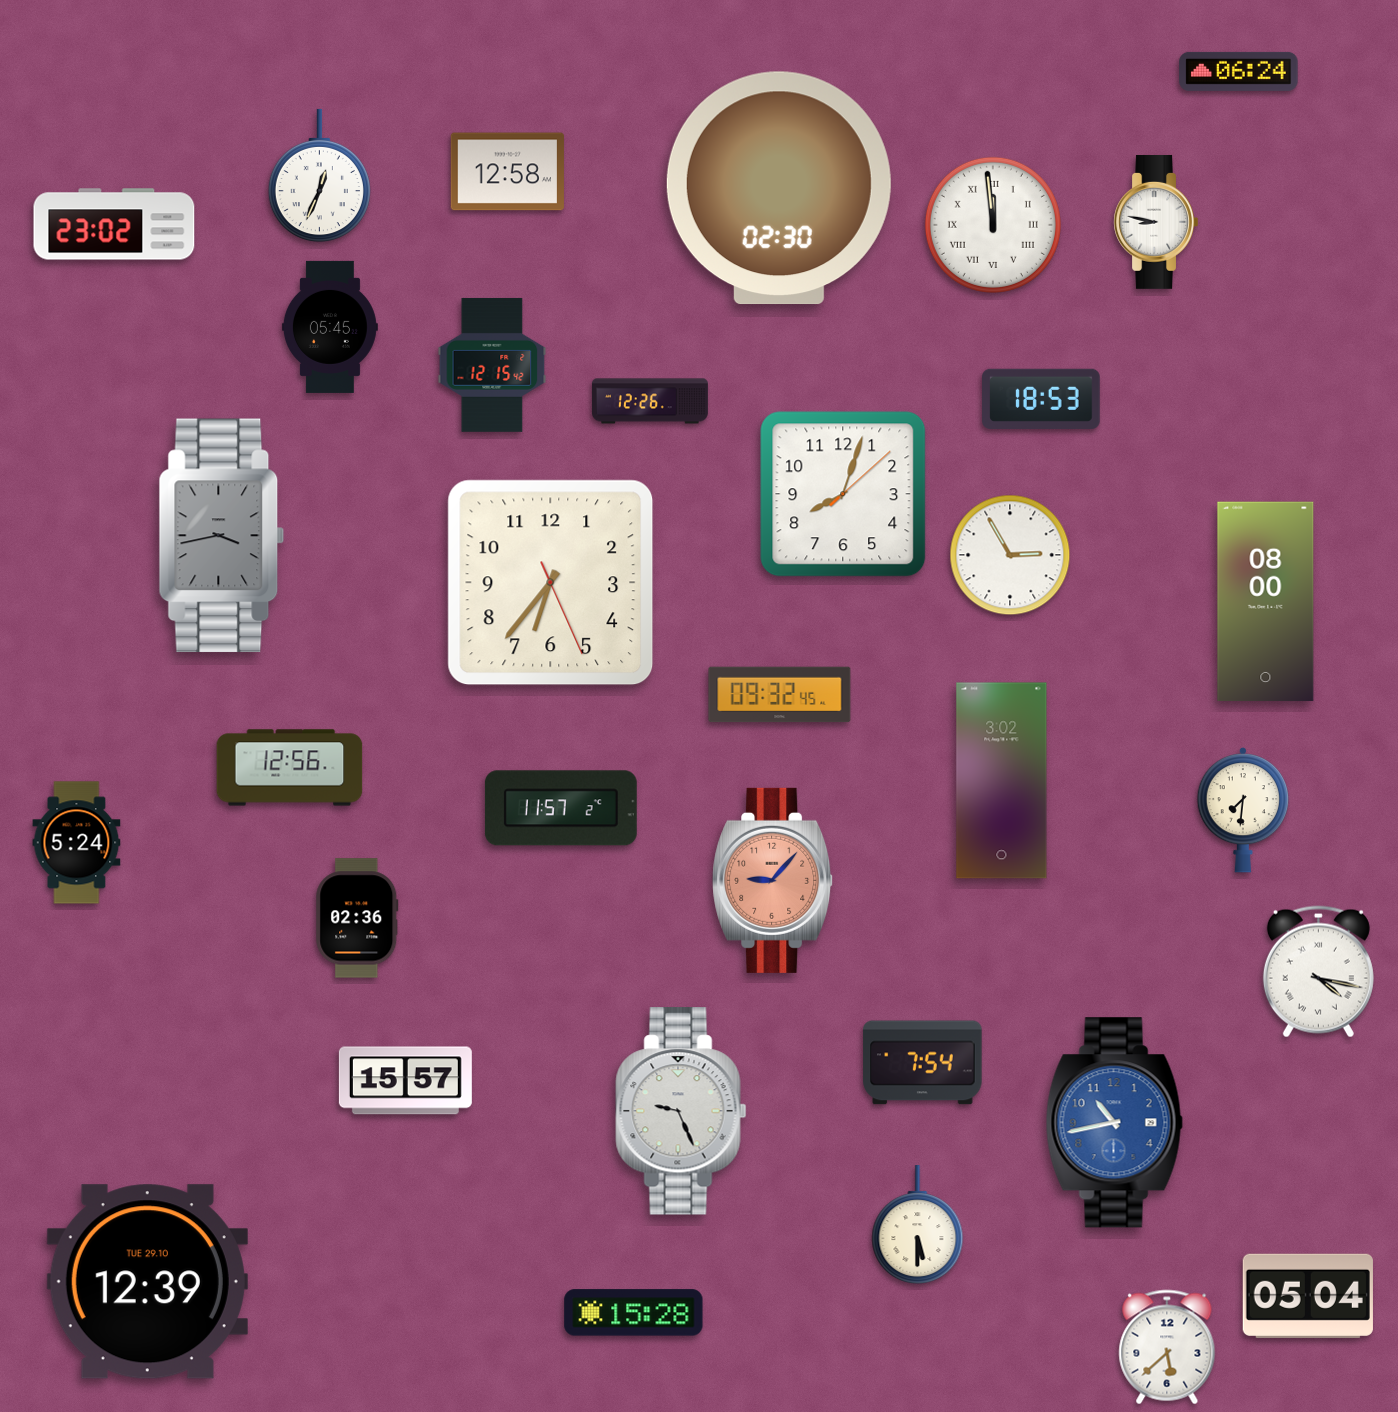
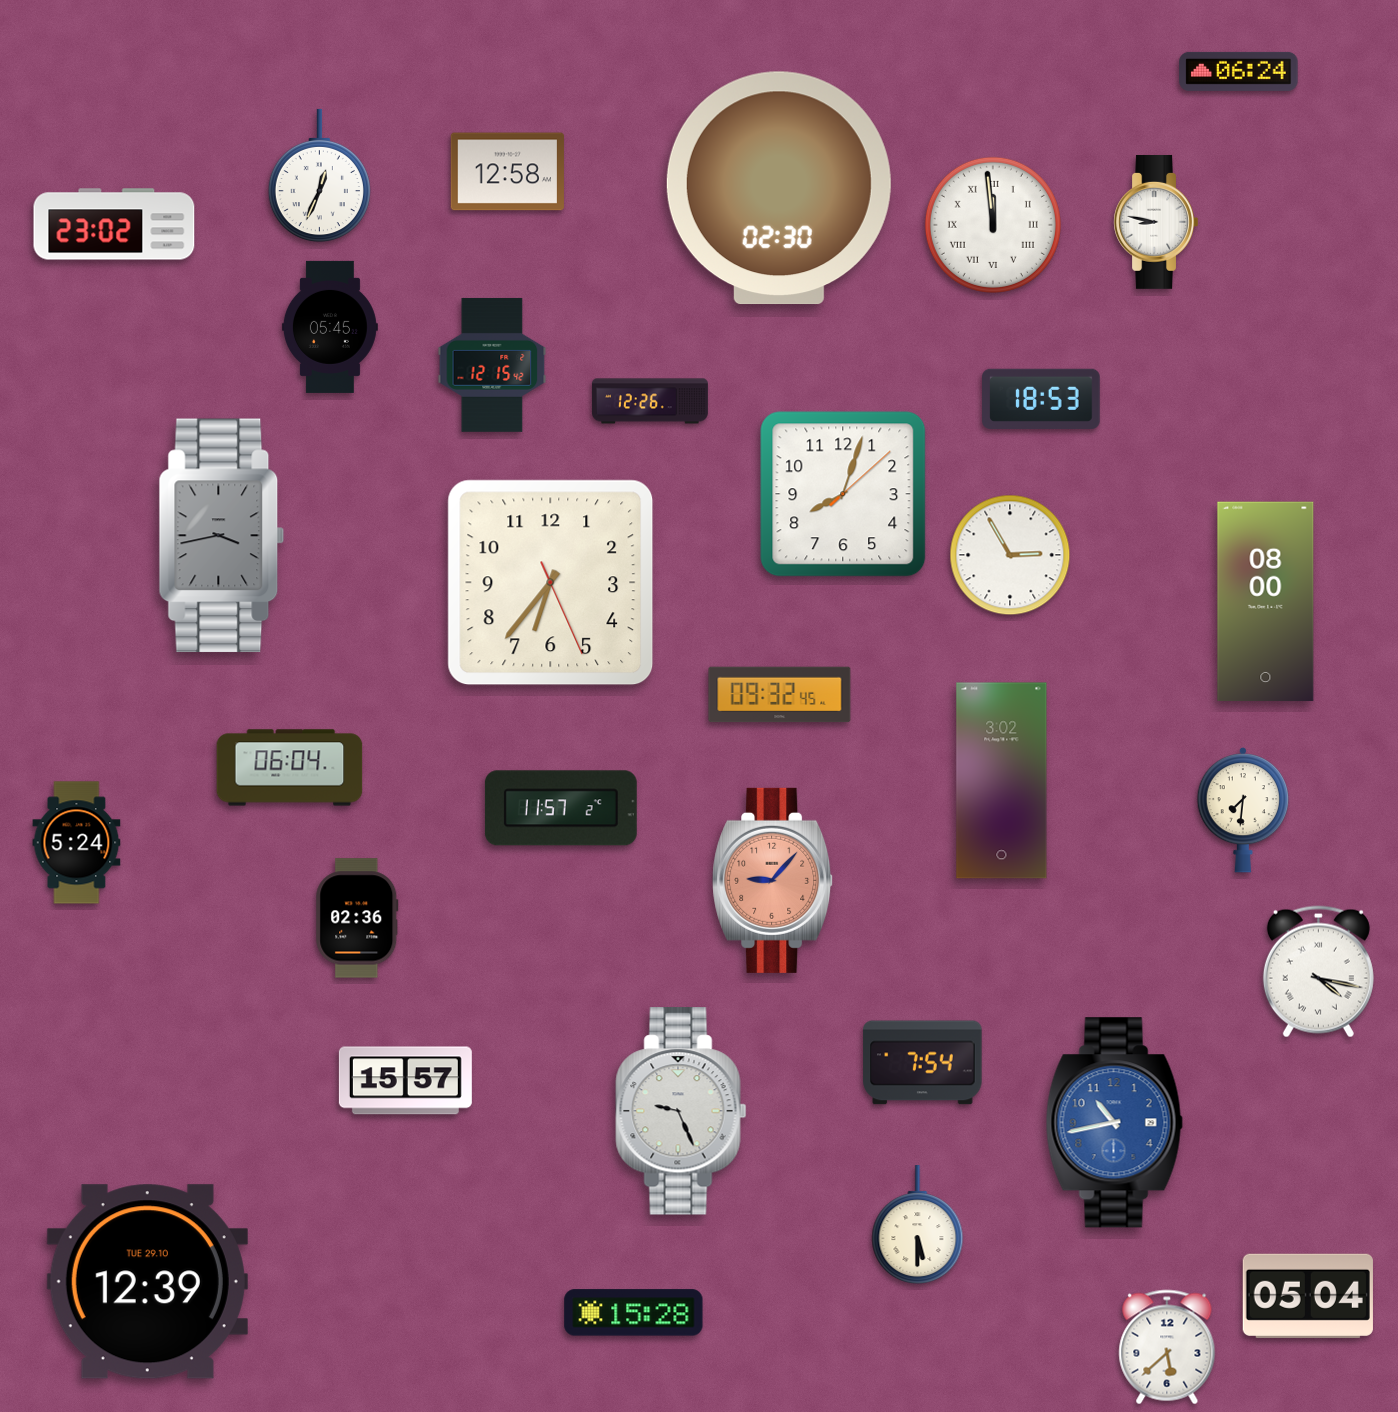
clock at (290, 768): 12:56 -> 06:04
